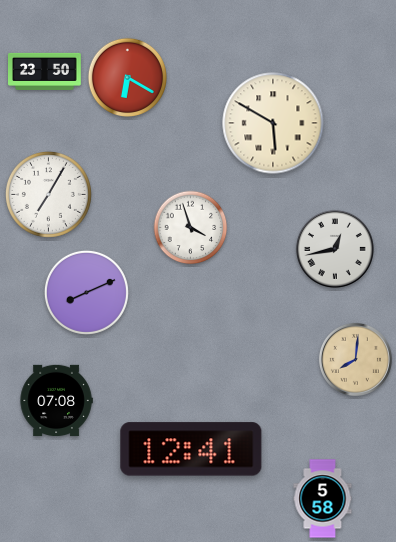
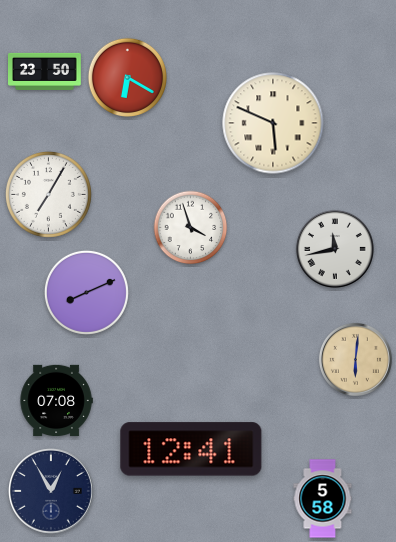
clock at (273, 123): 5:50 -> 5:49
clock at (335, 249): 12:43 -> 11:43
clock at (355, 359): 8:01 -> 6:01
clock at (52, 492): none -> 12:55
